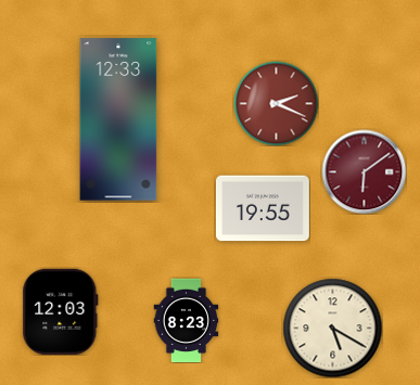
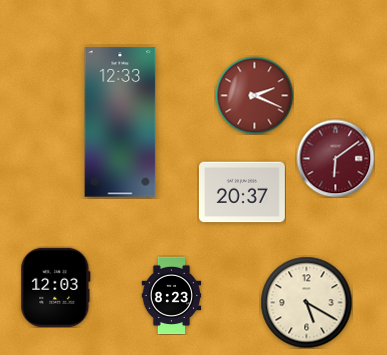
clock at (118, 119) position: (118, 119) -> (120, 122)
clock at (263, 208): 19:55 -> 20:37
